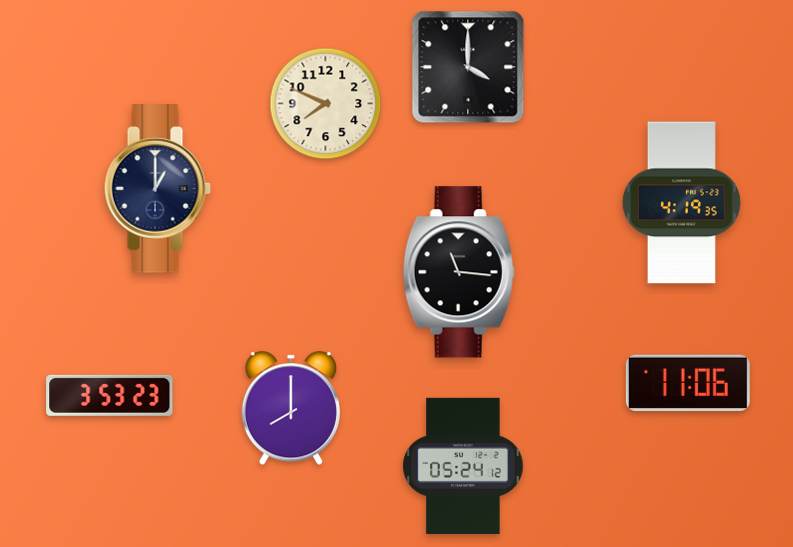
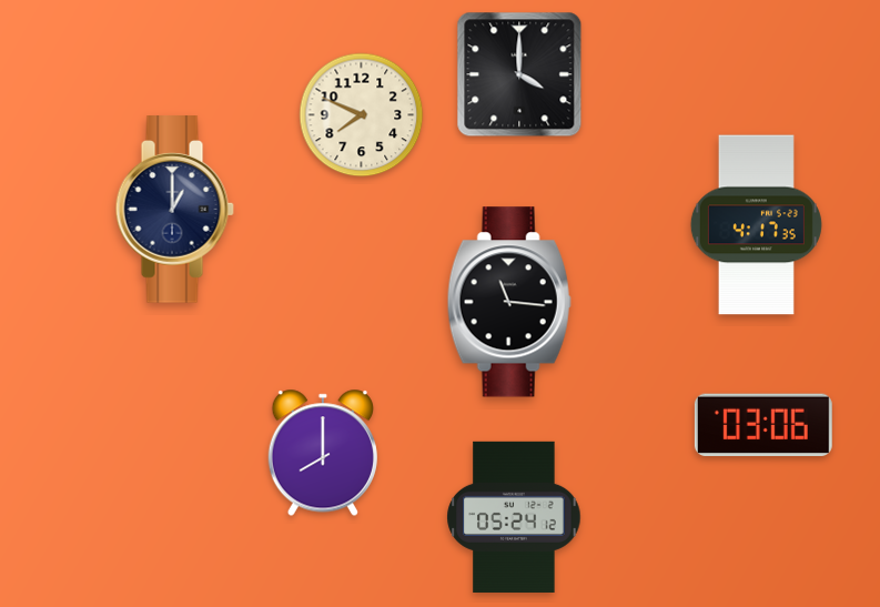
clock at (681, 203): 4:19 -> 4:17
clock at (688, 382): 11:06 -> 03:06
clock at (110, 395): 3:53 -> none
